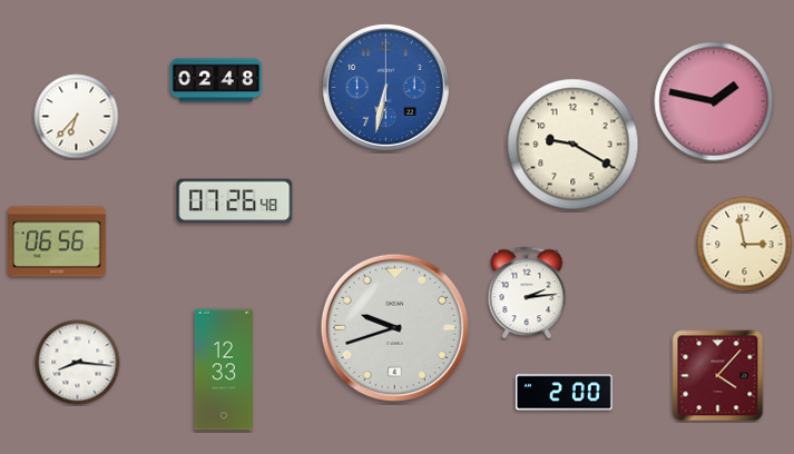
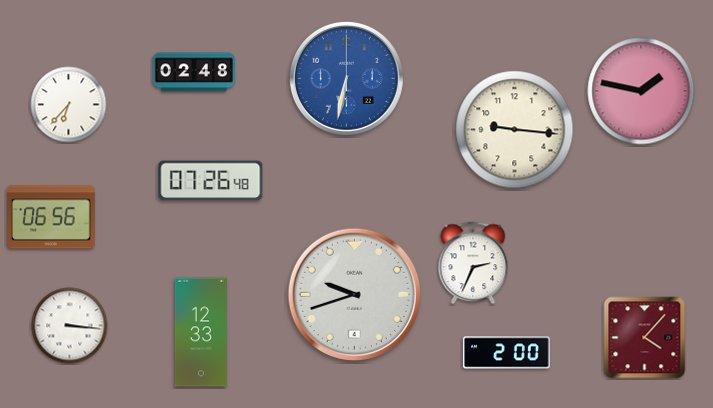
clock at (574, 145): 9:20 -> 9:16
clock at (745, 245): 2:58 -> none
clock at (527, 293): 2:14 -> 2:34
clock at (78, 363): 8:16 -> 3:16
